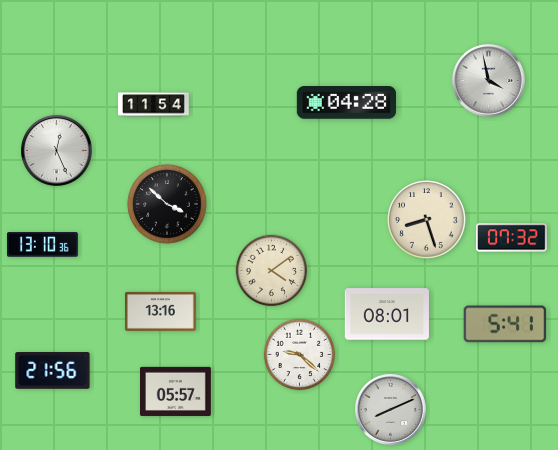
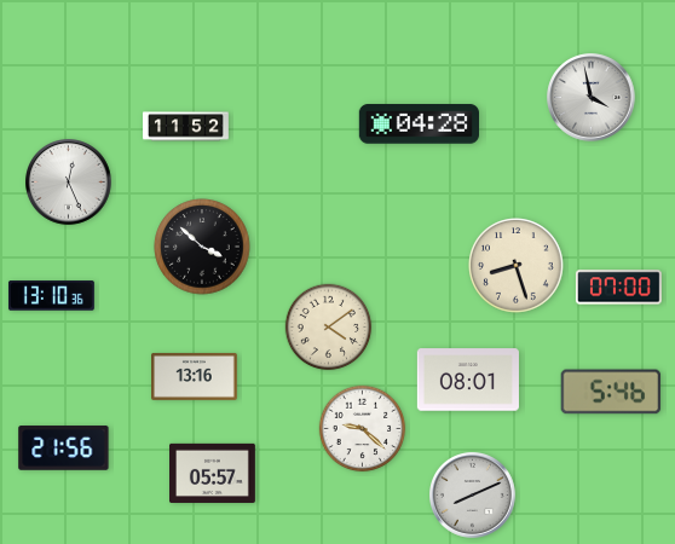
clock at (154, 105): 11:54 -> 11:52
clock at (511, 238): 07:32 -> 07:00
clock at (505, 324): 5:41 -> 5:46
